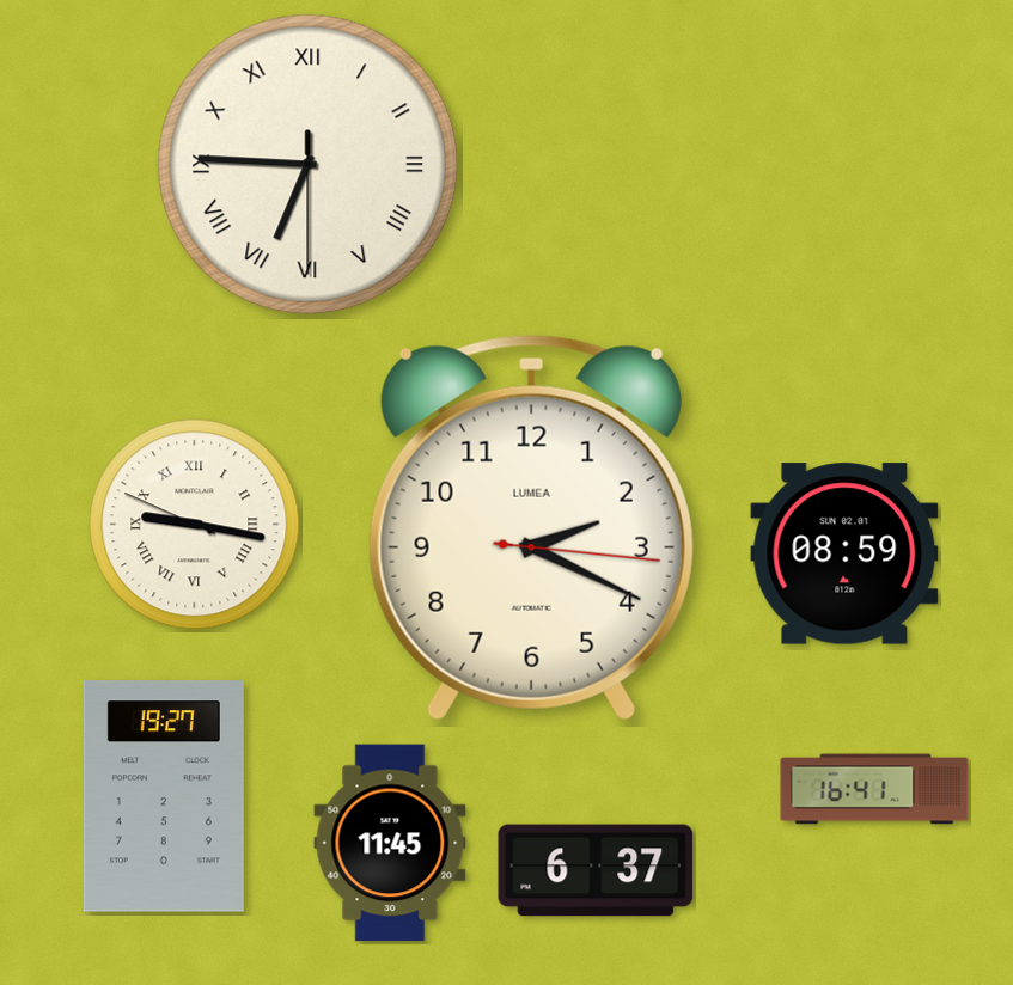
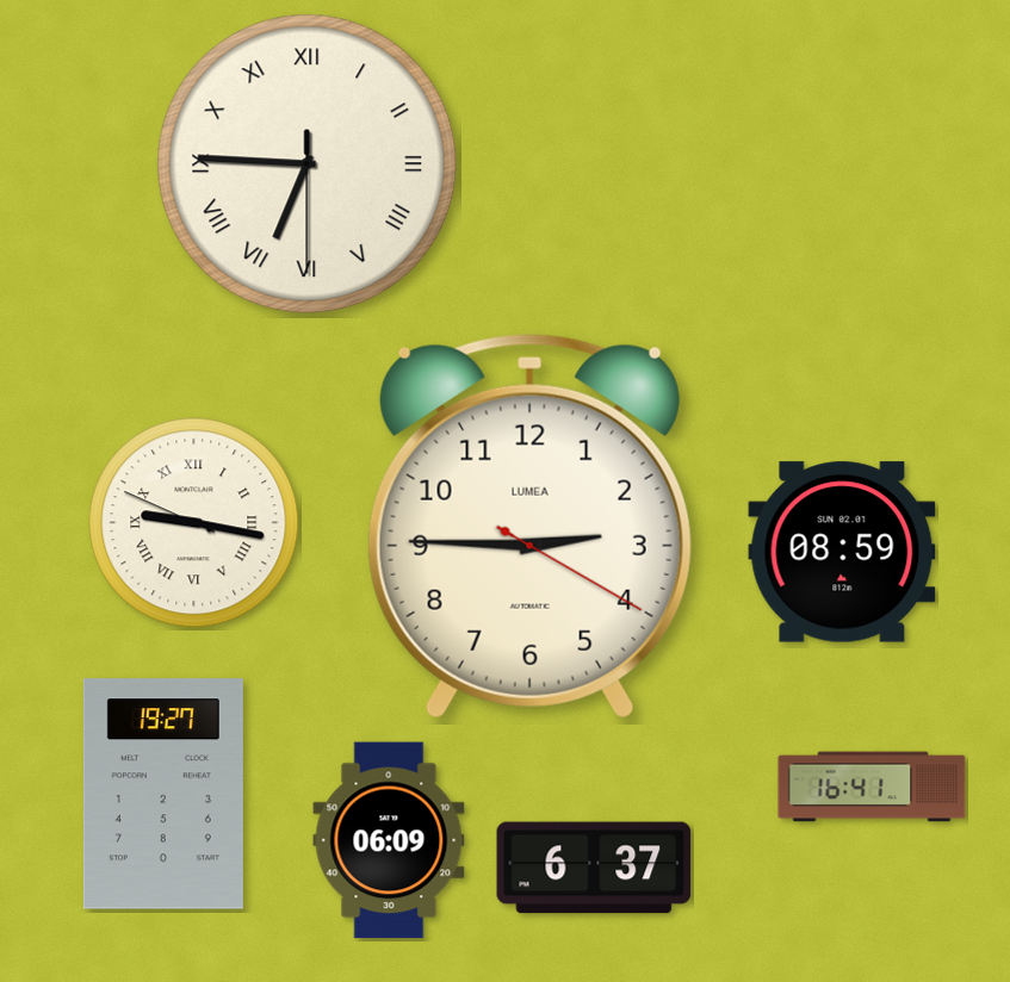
clock at (531, 527): 2:19 -> 2:45
clock at (390, 843): 11:45 -> 06:09
